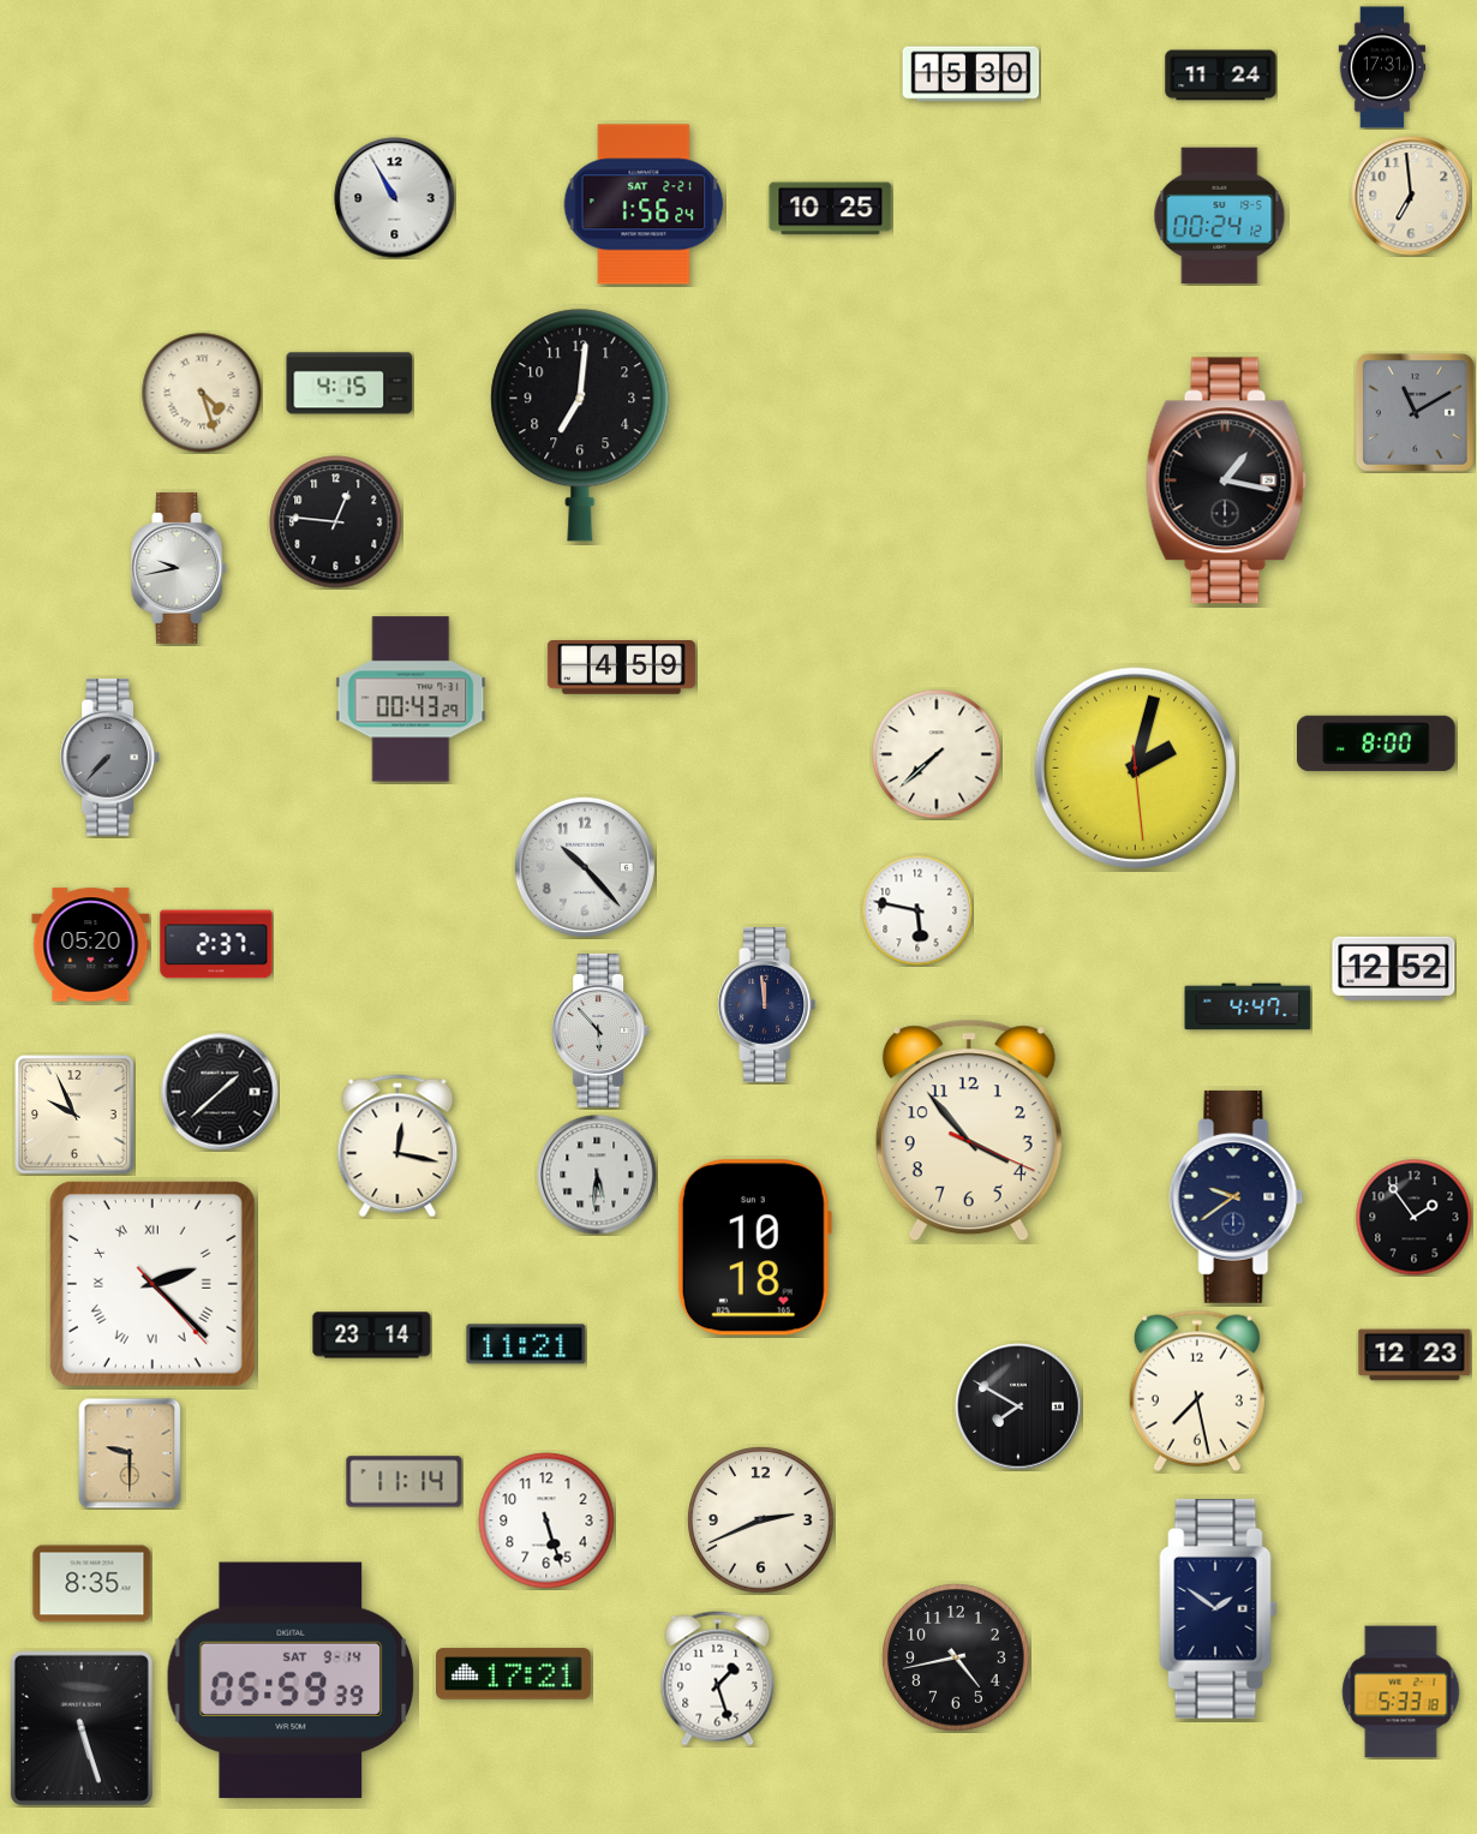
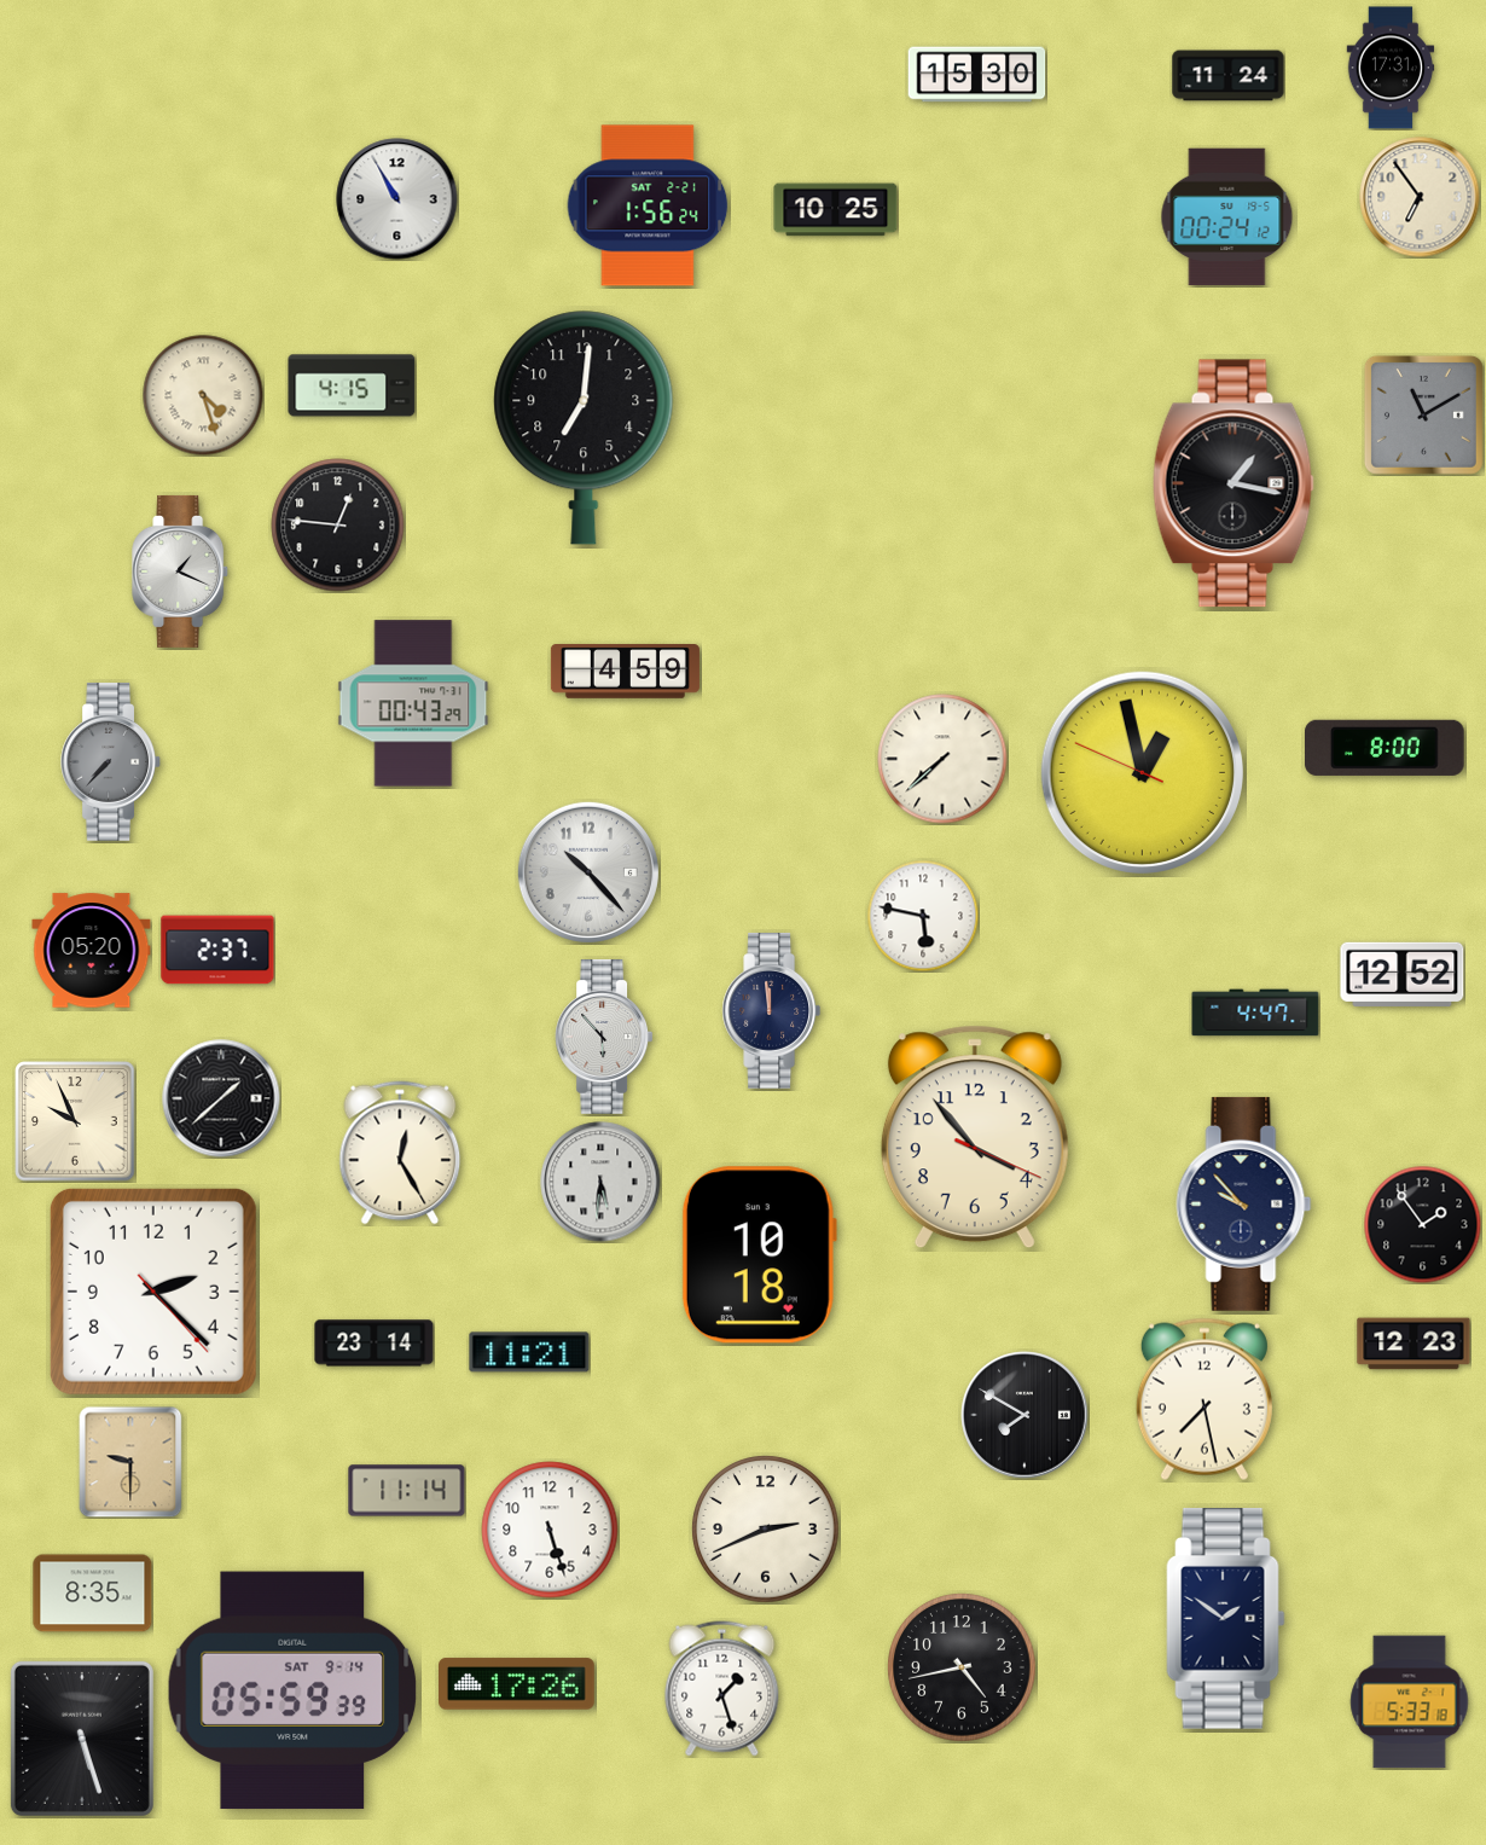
clock at (1411, 196): 6:59 -> 6:54
clock at (180, 568): 9:43 -> 1:19
clock at (1135, 767): 2:02 -> 12:57
clock at (397, 1146): 12:17 -> 12:25
clock at (1237, 1196): 9:39 -> 9:53
clock at (153, 1284) numerals: Roman -> Arabic
clock at (1415, 1355) position: (1415, 1355) -> (1414, 1344)
clock at (514, 1674): 17:21 -> 17:26
